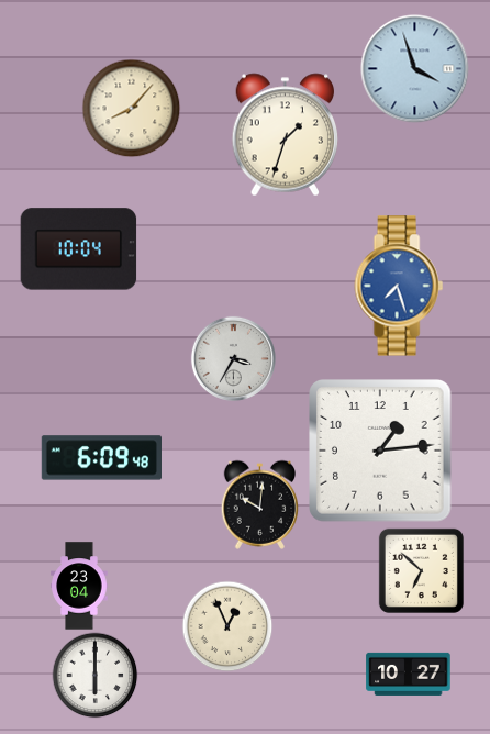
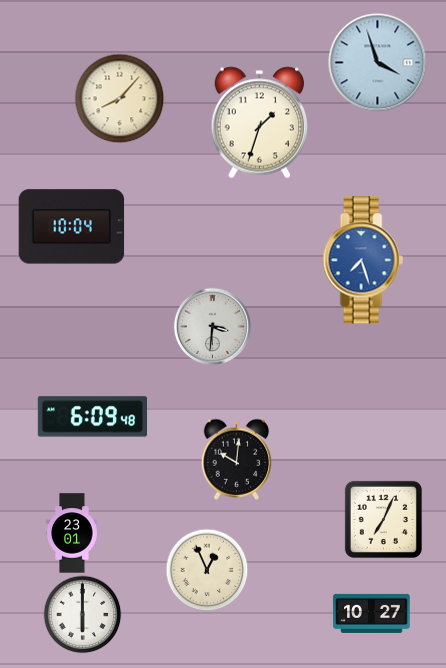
clock at (233, 358): 3:35 -> 3:31
clock at (381, 452): 1:14 -> none
clock at (421, 570): 6:52 -> 7:04
clock at (79, 586): 23:04 -> 23:01
clock at (94, 675) position: (94, 675) -> (82, 614)
